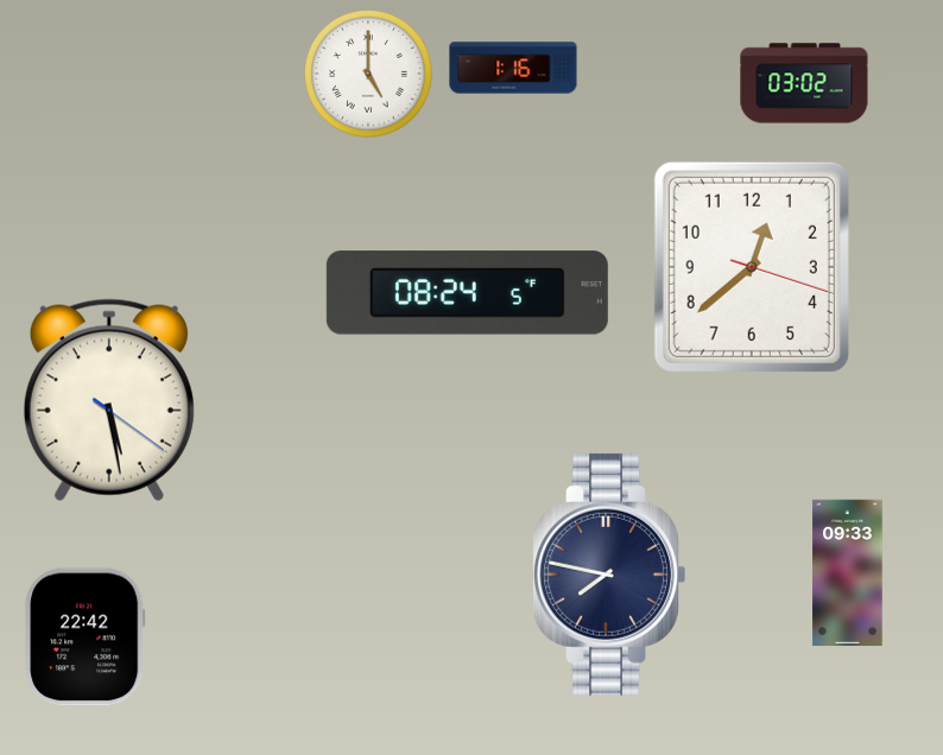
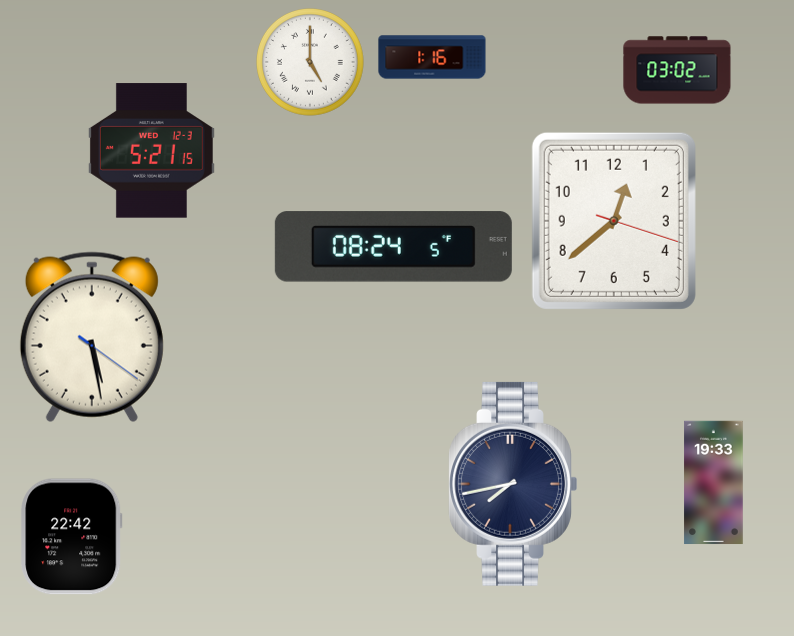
clock at (151, 151): none -> 5:21
clock at (752, 267) position: (752, 267) -> (614, 221)
clock at (848, 573): 09:33 -> 19:33
clock at (609, 575): 7:47 -> 7:43
